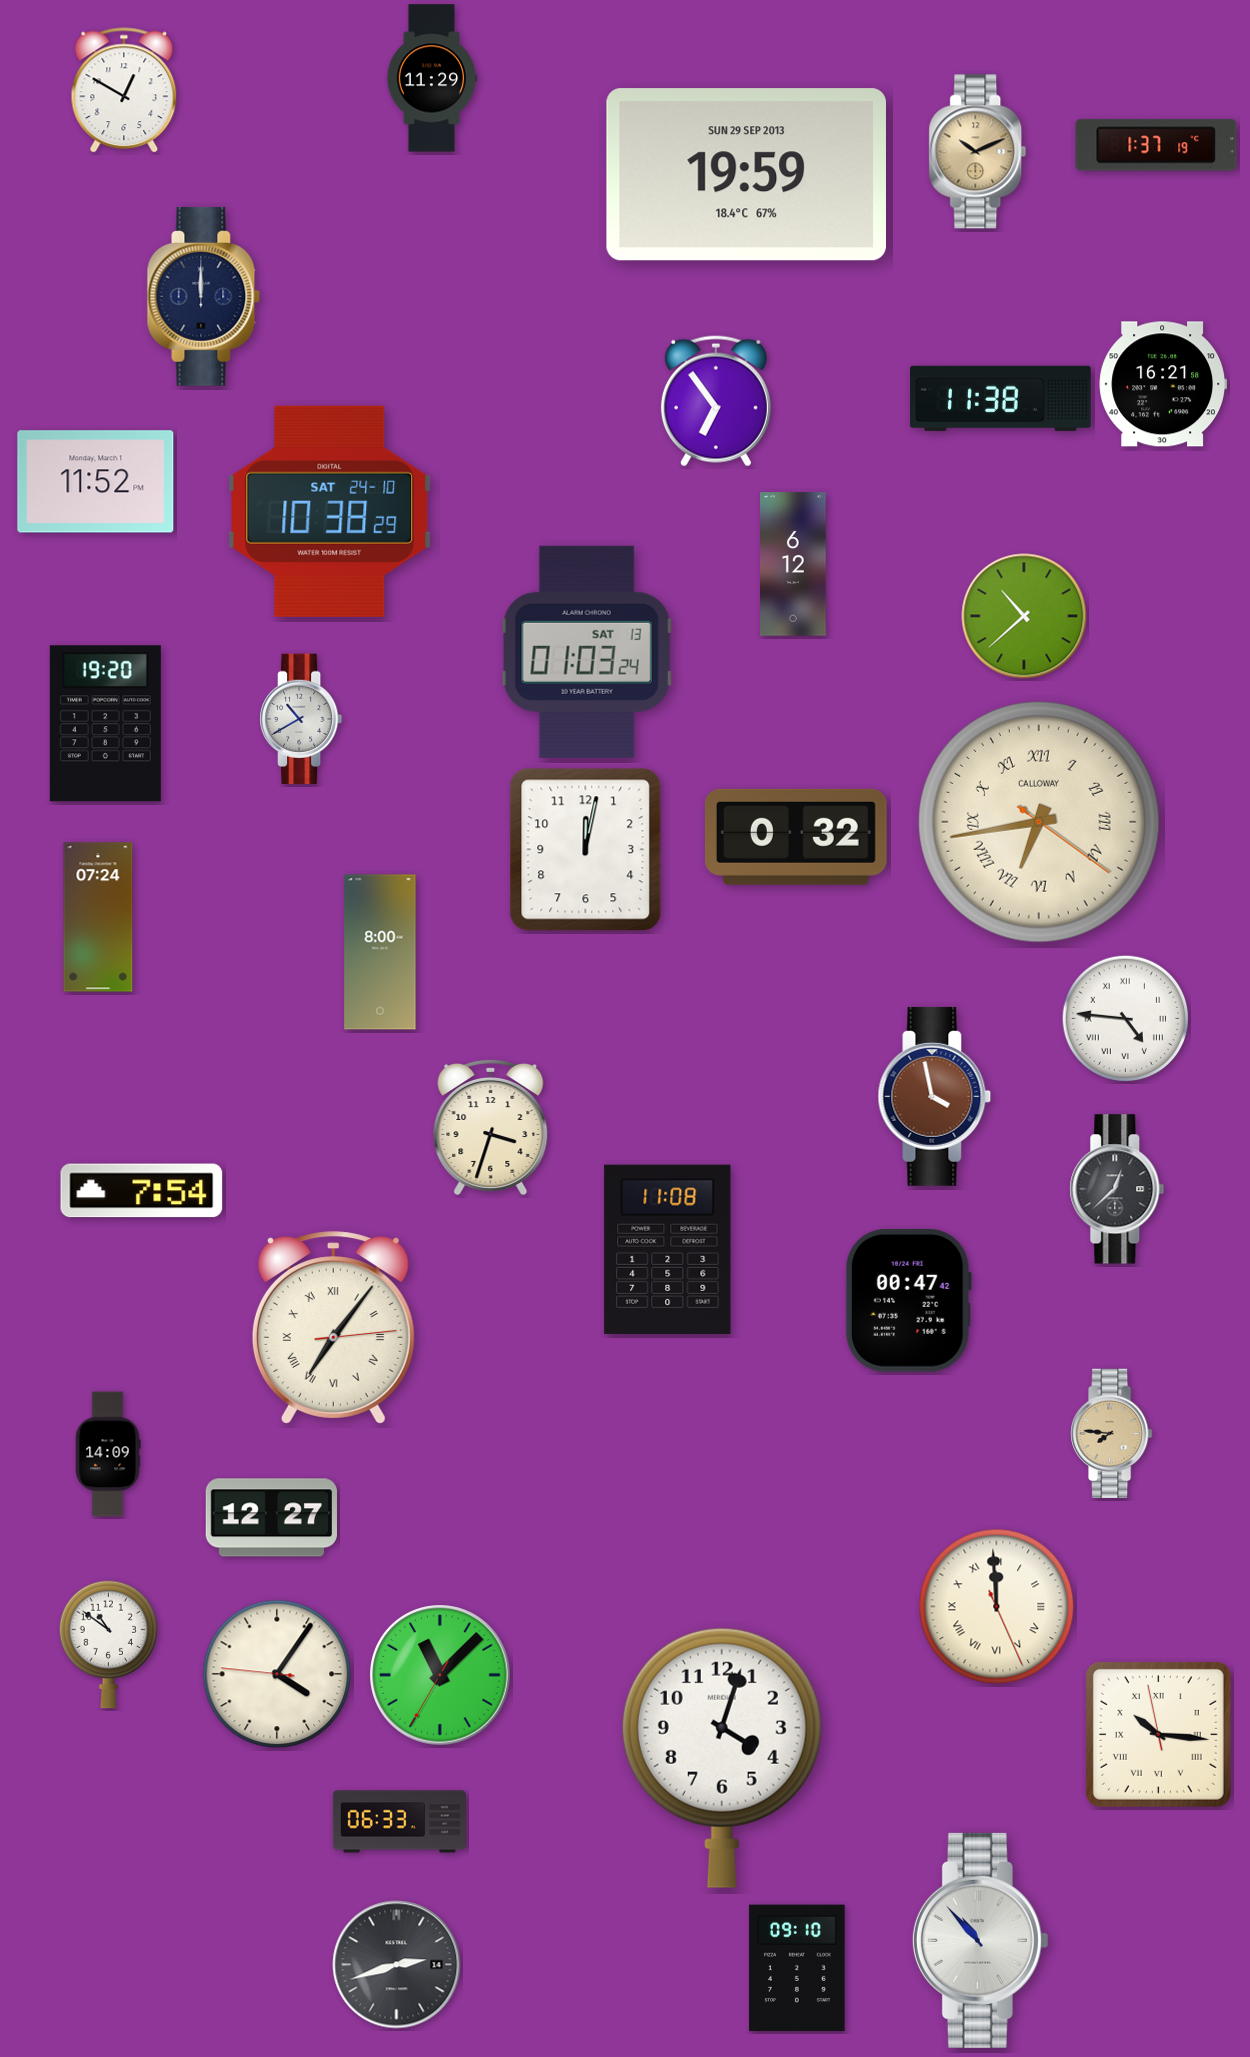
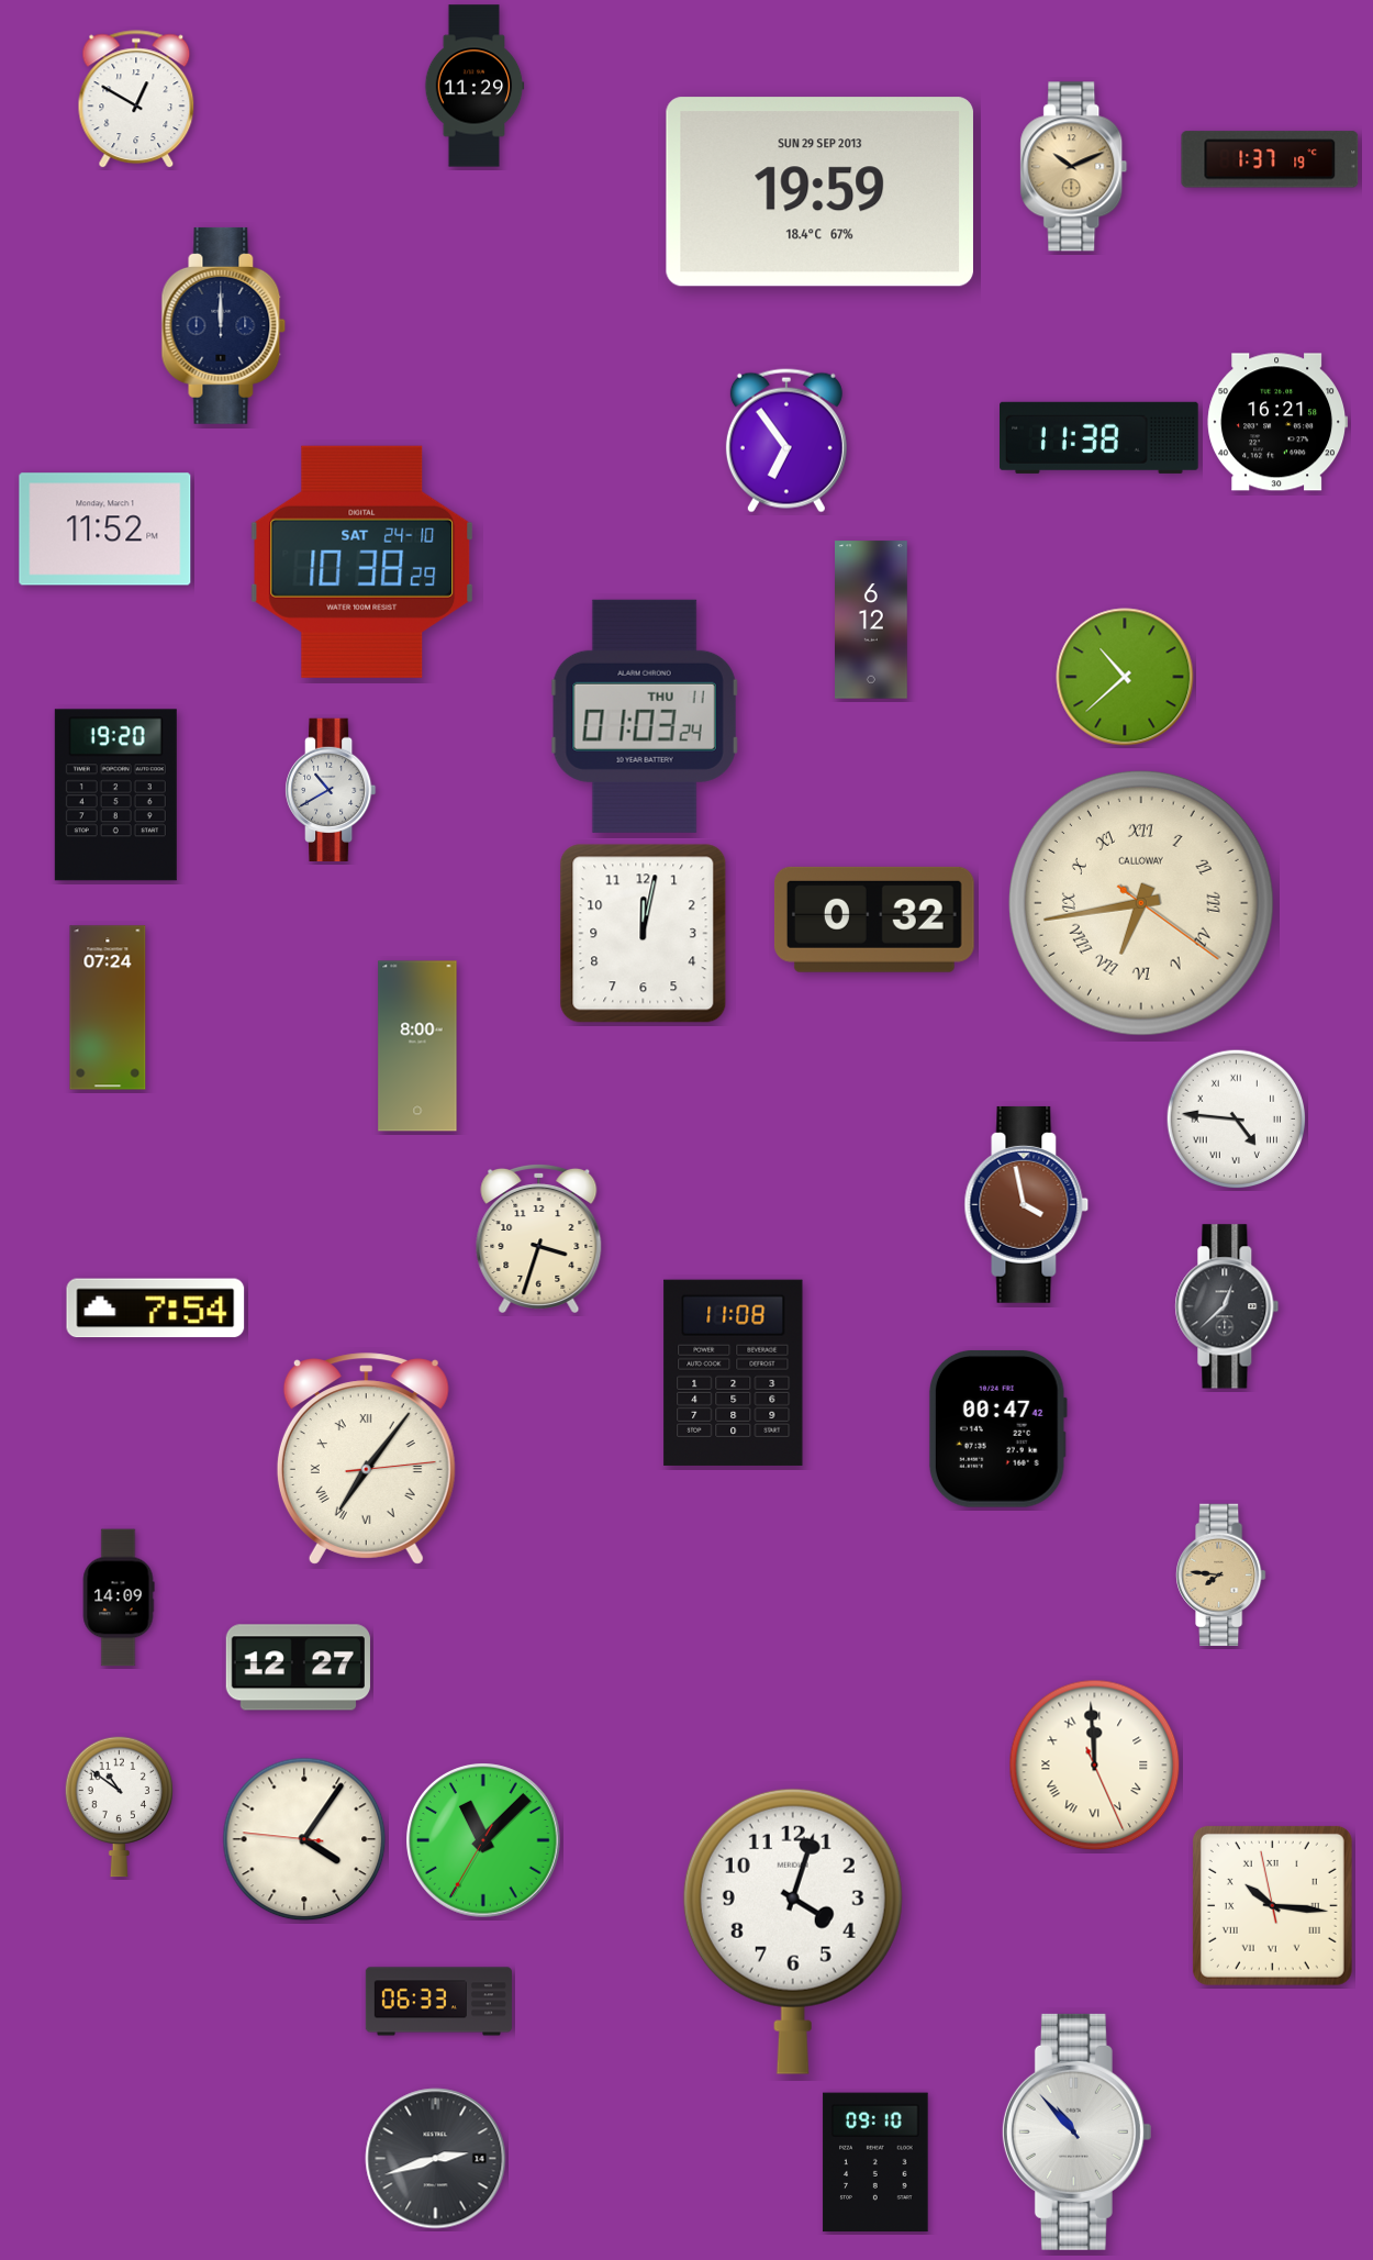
clock at (587, 652) date: SAT 13 -> THU 11
